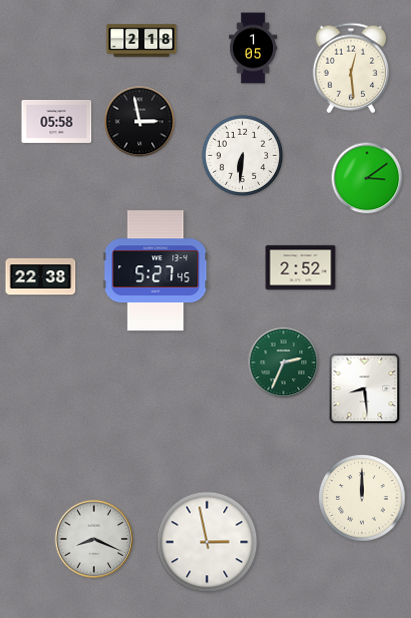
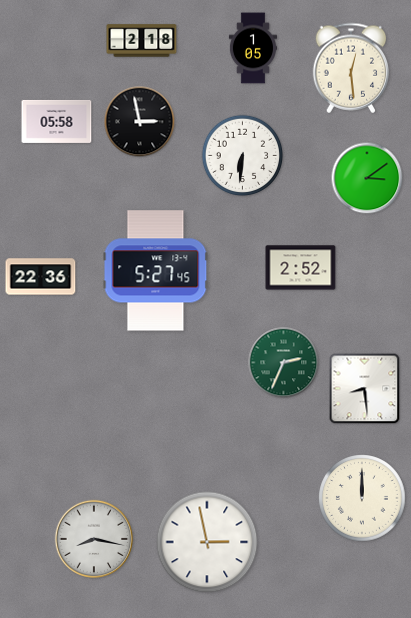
clock at (41, 277): 22:38 -> 22:36
clock at (94, 539): 8:19 -> 8:17
